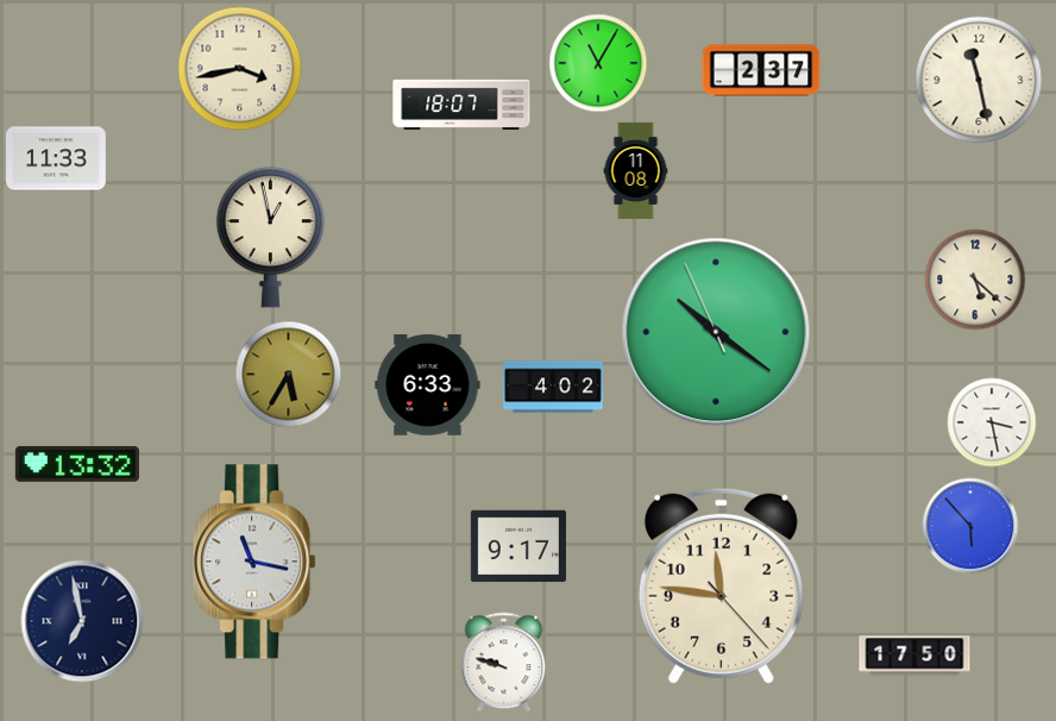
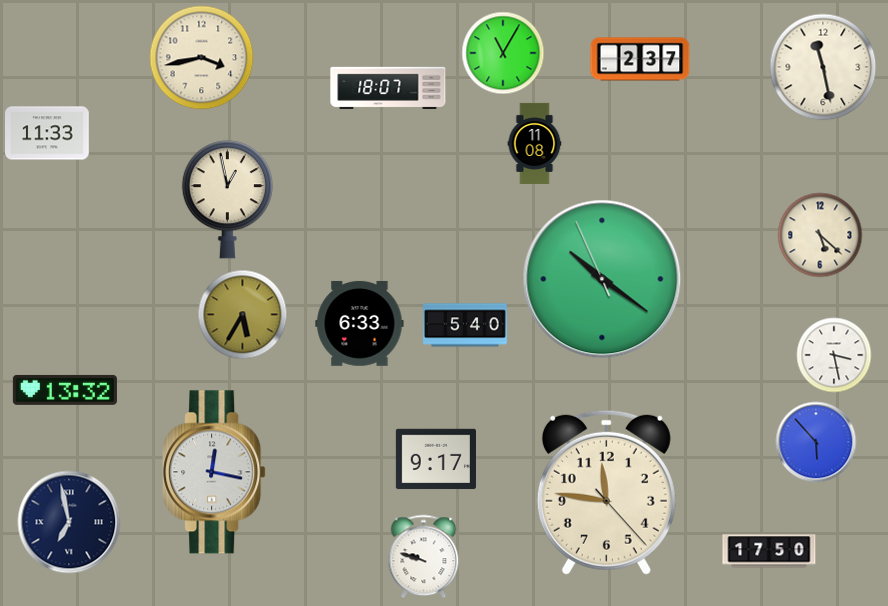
clock at (554, 387): 4:02 -> 5:40
clock at (254, 562): 11:17 -> 12:17
